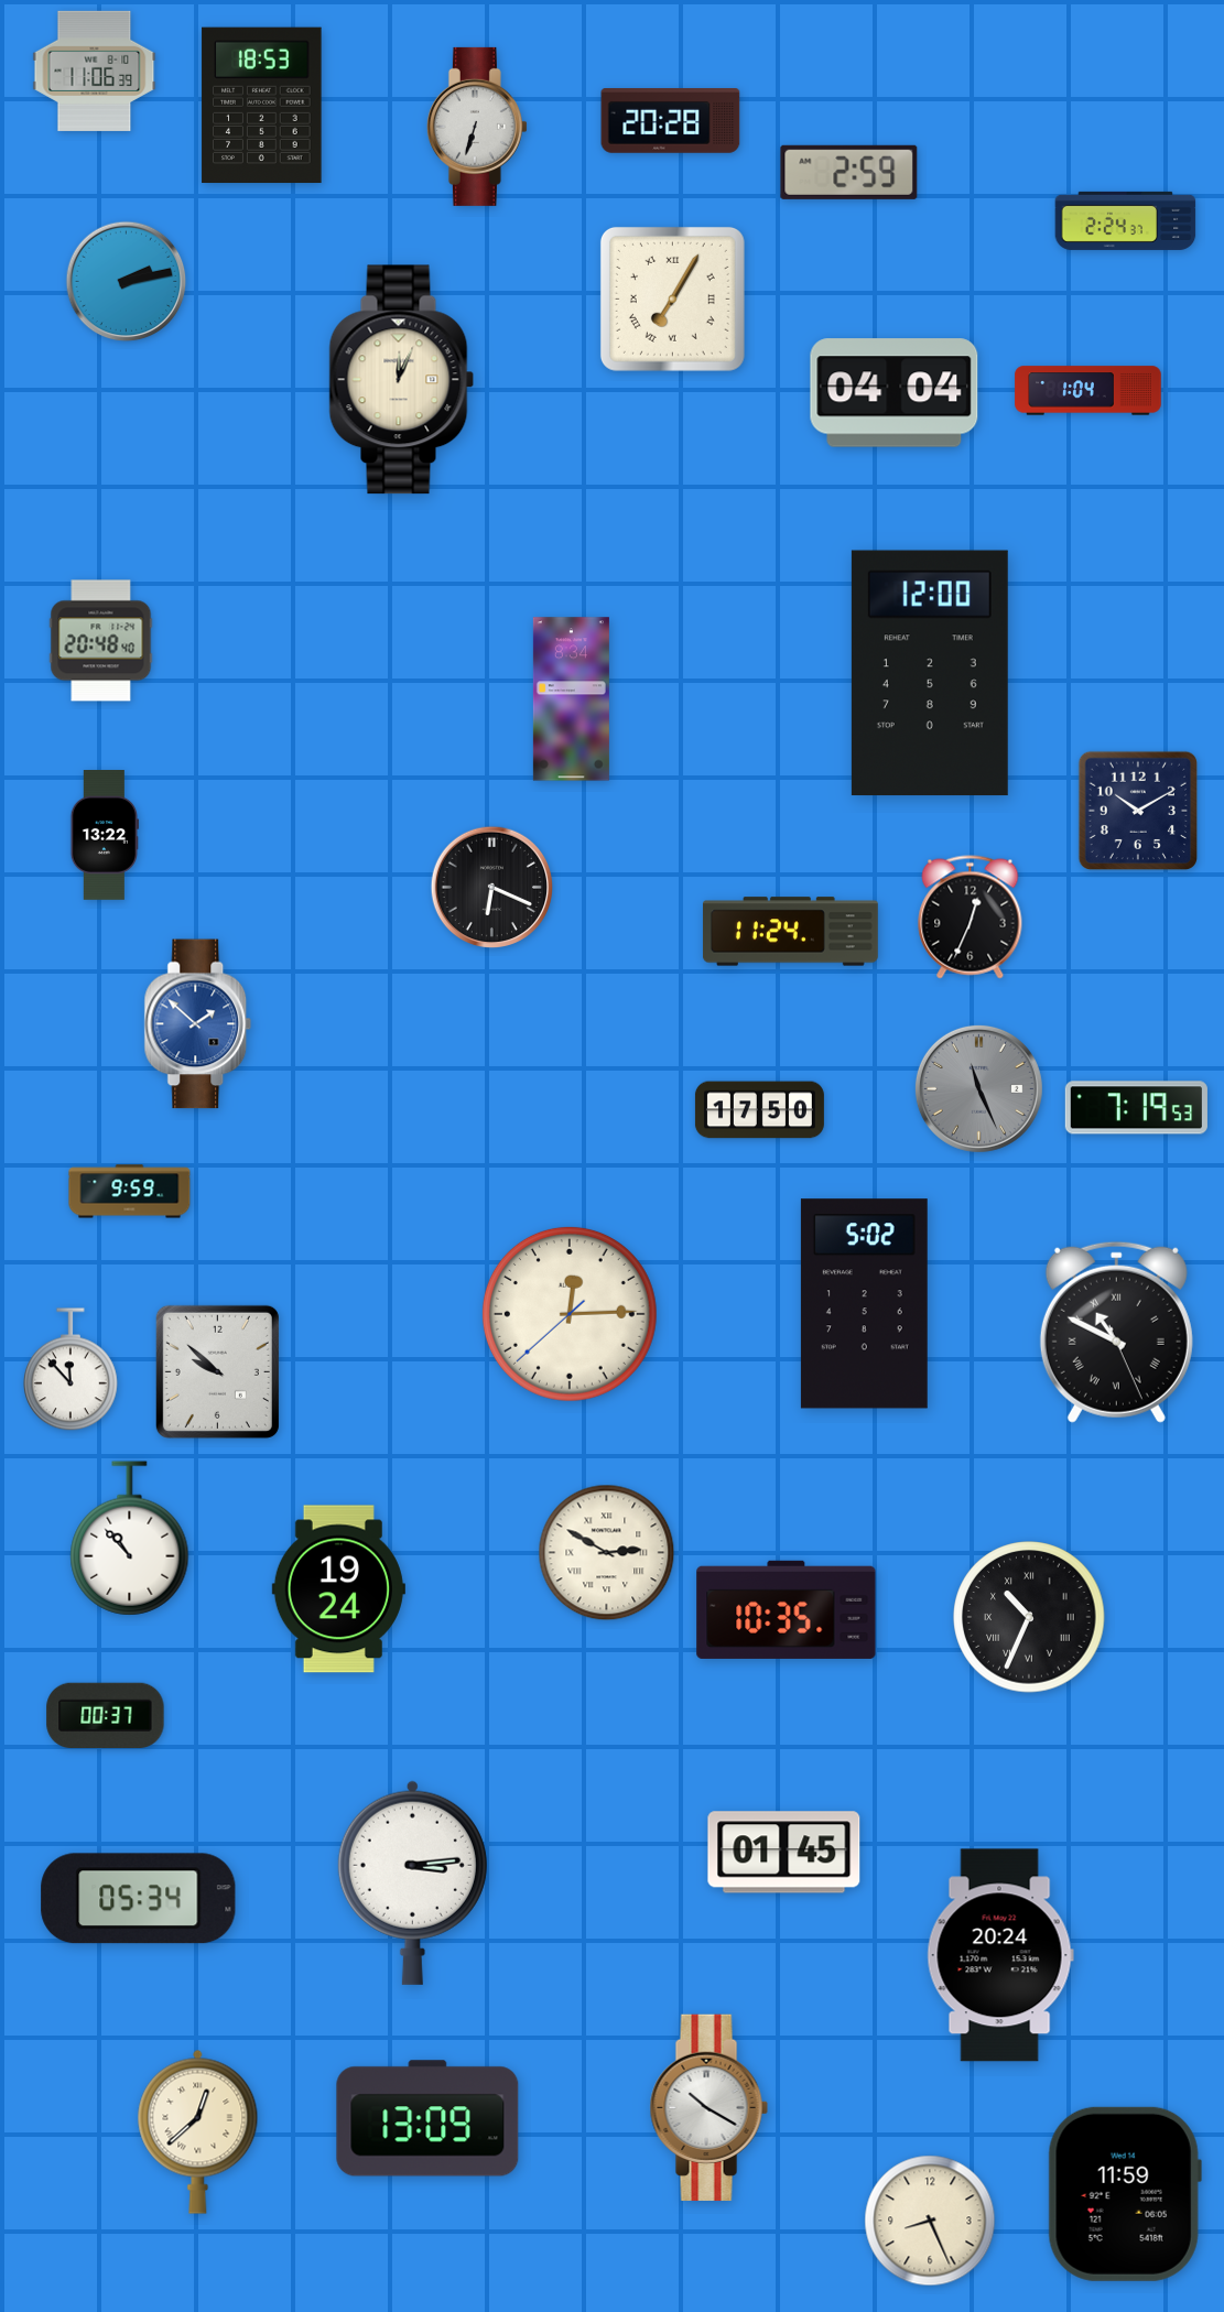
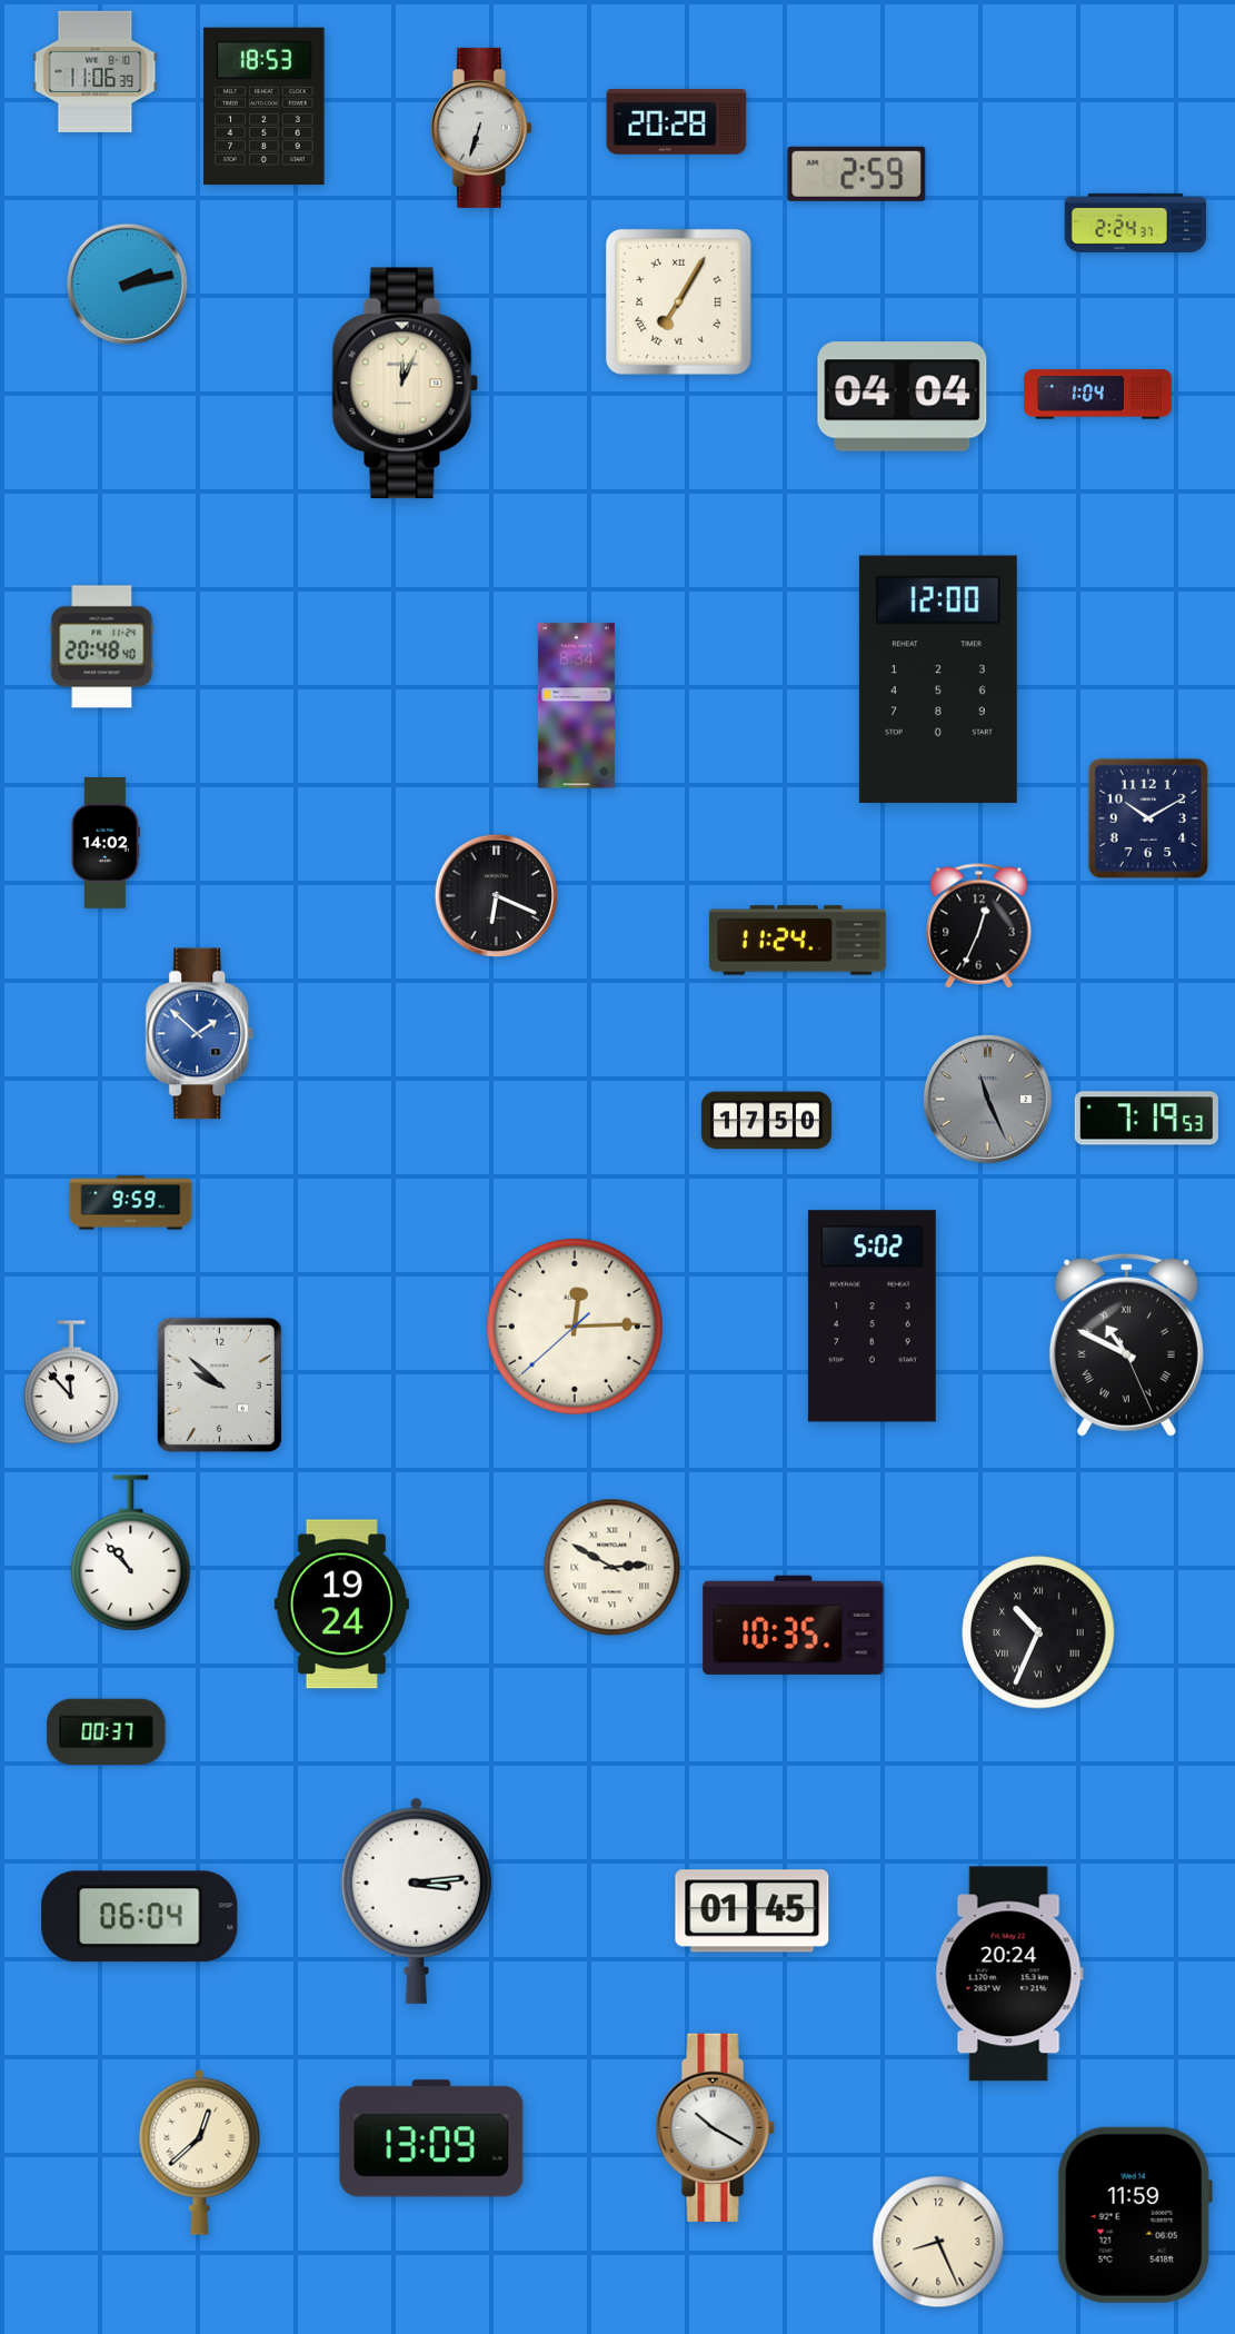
clock at (105, 836): 13:22 -> 14:02
clock at (784, 1853) position: (784, 1853) -> (753, 1911)
clock at (139, 1899): 05:34 -> 06:04
